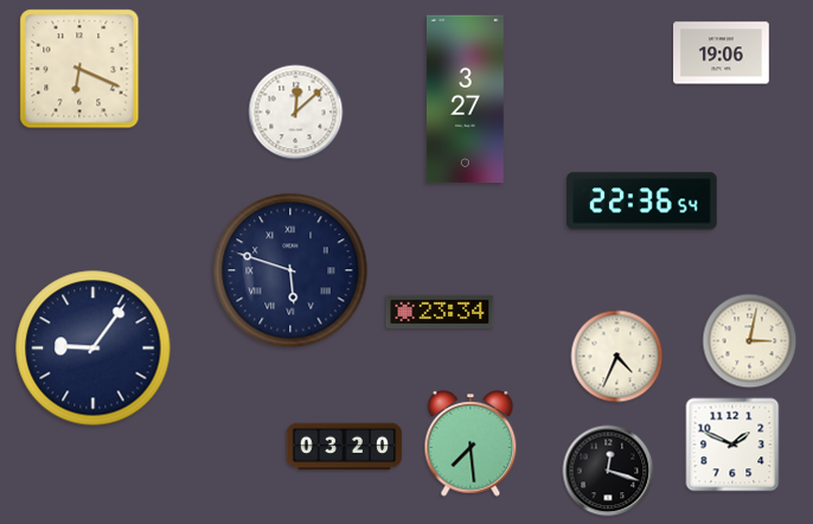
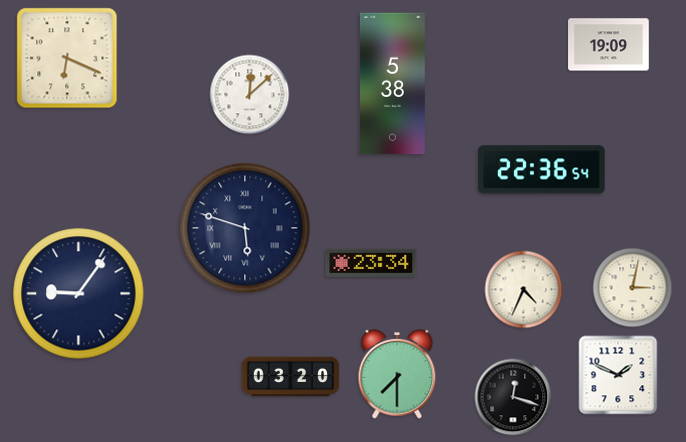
clock at (722, 53): 19:06 -> 19:09
clock at (465, 100): 3:27 -> 5:38
clock at (617, 357) position: (617, 357) -> (524, 290)
clock at (470, 445): 7:29 -> 7:30
